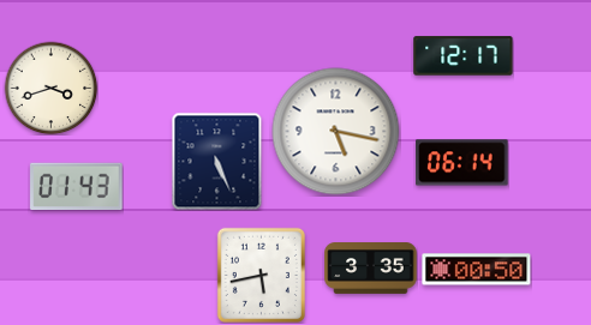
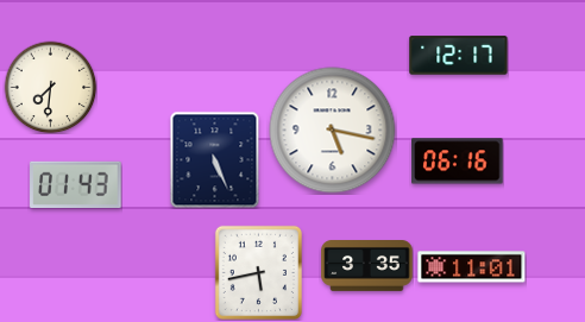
clock at (50, 88): 3:42 -> 7:31
clock at (462, 163): 06:14 -> 06:16
clock at (477, 270): 00:50 -> 11:01
